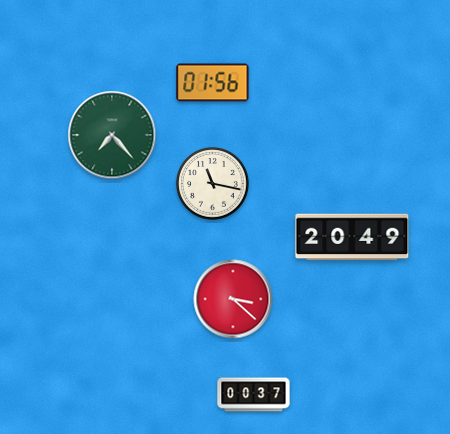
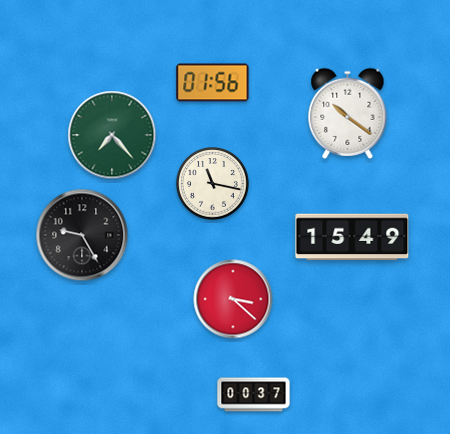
clock at (348, 113): none -> 10:21
clock at (82, 235): none -> 9:25
clock at (352, 237): 20:49 -> 15:49
